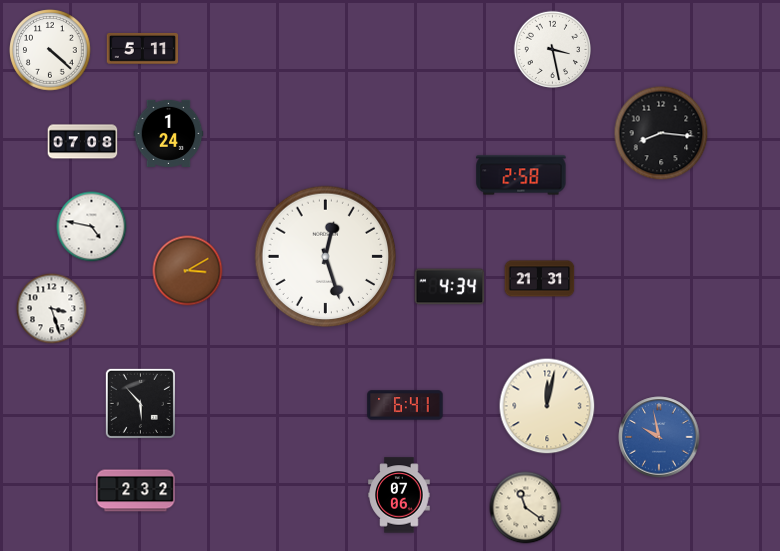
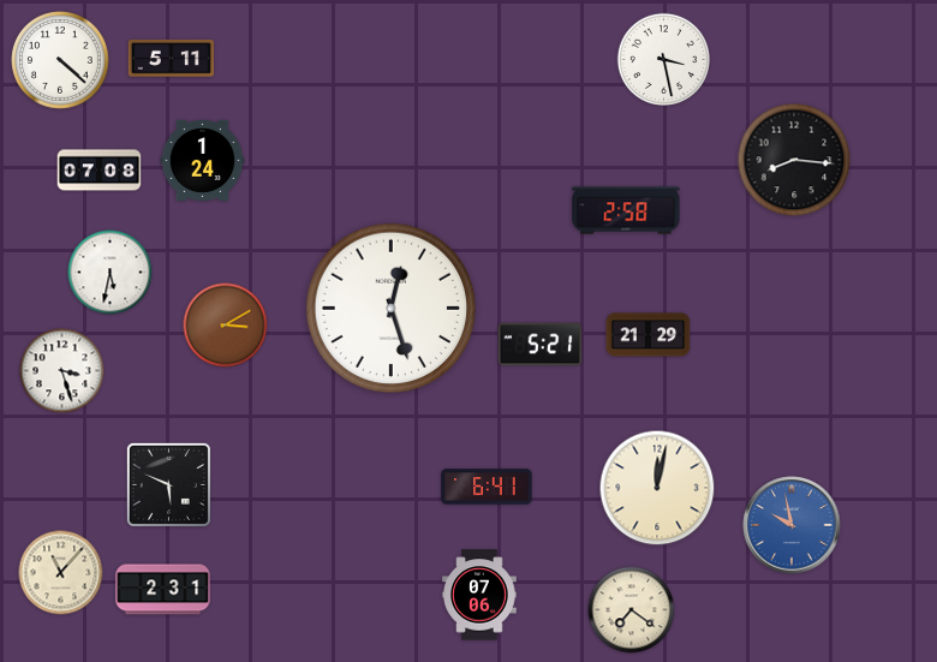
clock at (92, 227): 4:47 -> 5:32
clock at (540, 279): 21:31 -> 21:29
clock at (450, 287): 4:34 -> 5:21
clock at (140, 403): 5:53 -> 5:49
clock at (61, 573): none -> 11:07
clock at (136, 491): 2:32 -> 2:31
clock at (526, 508): 11:21 -> 7:21
